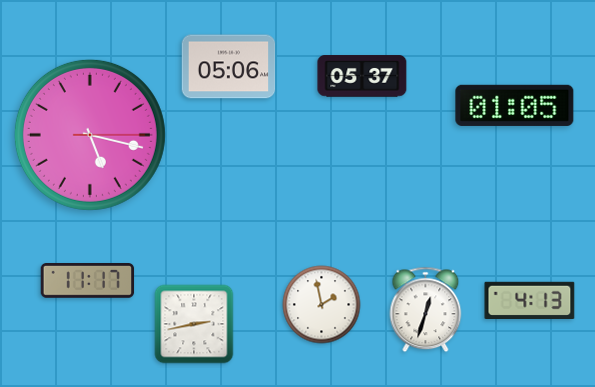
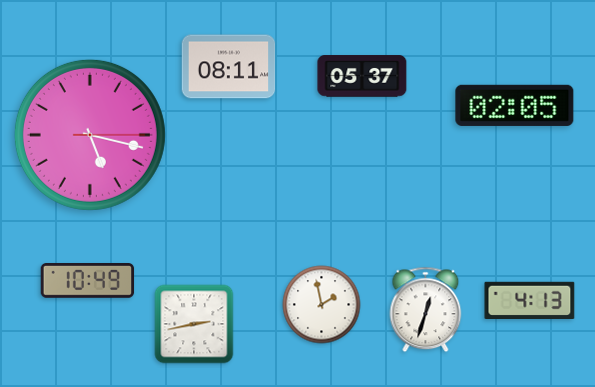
clock at (229, 67): 05:06 -> 08:11
clock at (515, 105): 01:05 -> 02:05
clock at (88, 281): 11:17 -> 10:49
